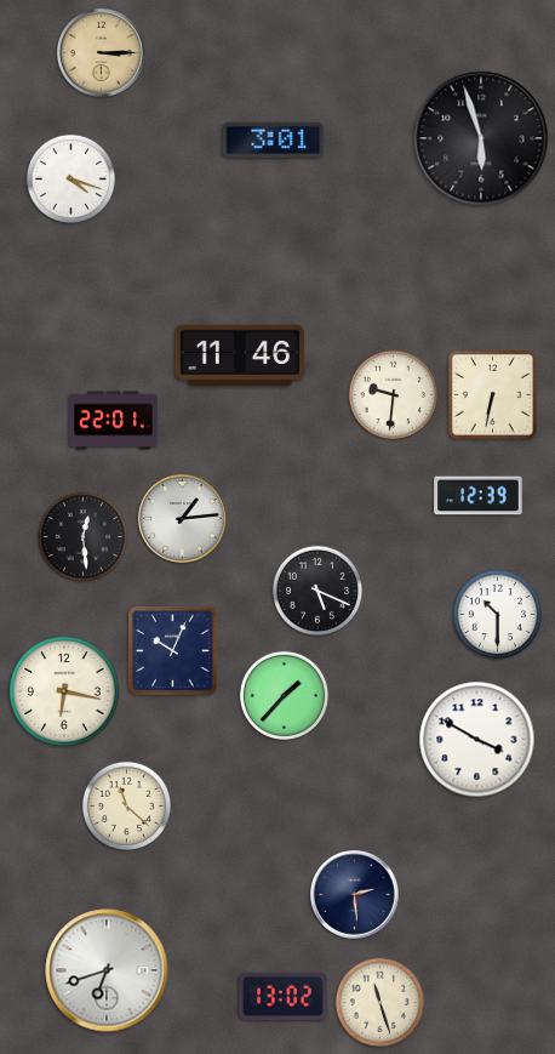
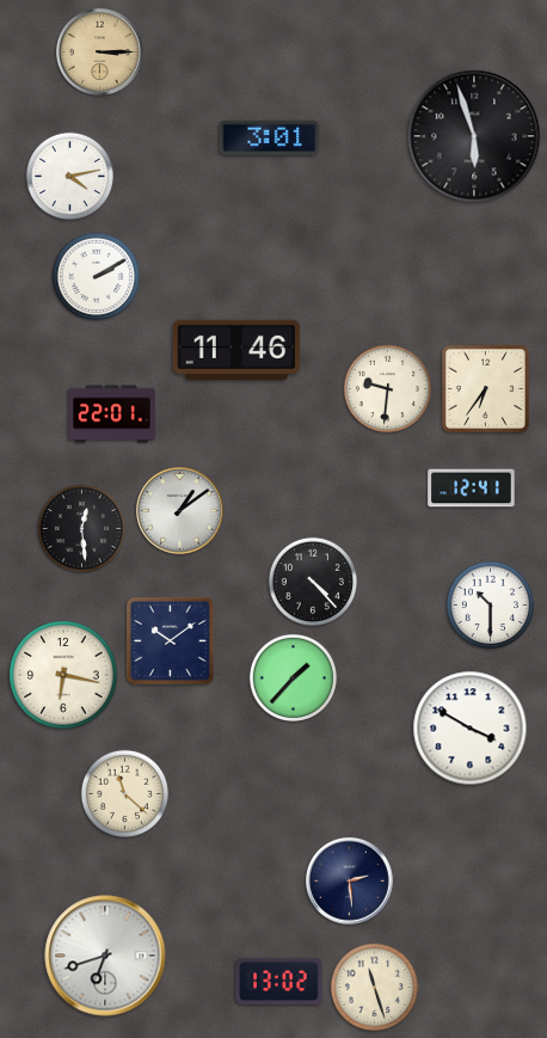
clock at (71, 180): 4:18 -> 4:13
clock at (97, 277): none -> 2:10
clock at (492, 394): 6:32 -> 6:36
clock at (479, 496): 12:39 -> 12:41
clock at (183, 519): 1:14 -> 1:09
clock at (316, 589): 5:19 -> 4:23
clock at (172, 650): 10:04 -> 10:09
clock at (64, 691) position: (64, 691) -> (63, 675)
clock at (285, 696) position: (285, 696) -> (294, 678)
